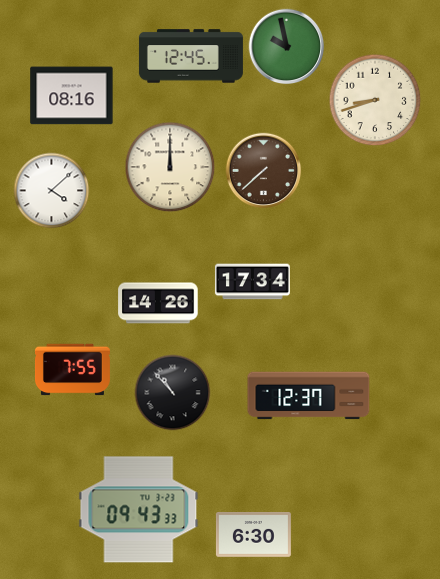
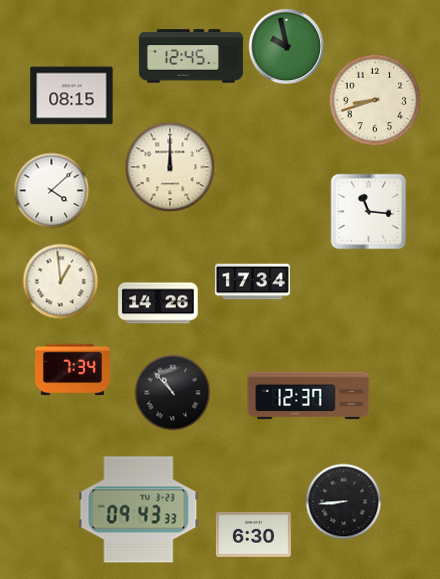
clock at (72, 96): 08:16 -> 08:15
clock at (264, 171): 7:38 -> none
clock at (369, 212): none -> 11:16
clock at (61, 282): none -> 12:59
clock at (72, 370): 7:55 -> 7:34
clock at (344, 502): none -> 8:44
